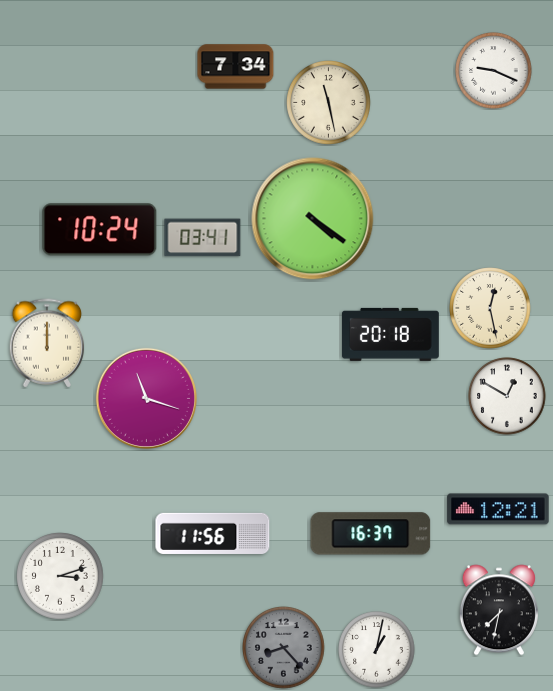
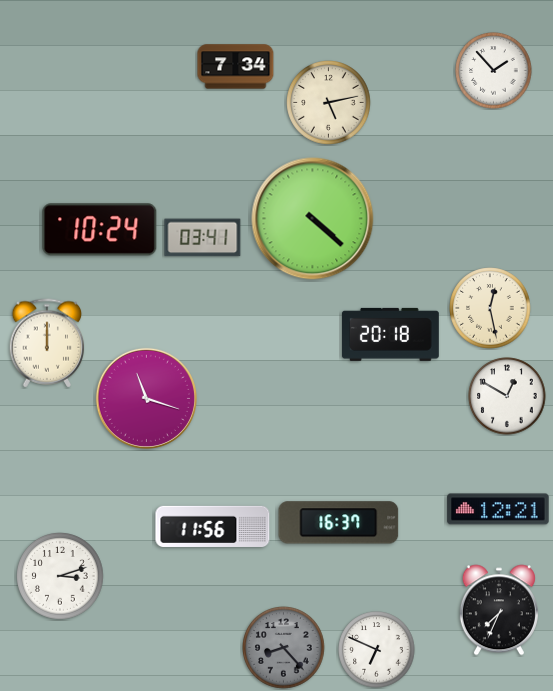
clock at (494, 71): 9:19 -> 1:53
clock at (329, 103): 11:28 -> 5:13
clock at (313, 219): 4:21 -> 4:22
clock at (213, 533) position: (213, 533) -> (213, 526)
clock at (371, 534) position: (371, 534) -> (339, 523)
clock at (499, 610): 7:32 -> 7:34
clock at (377, 650): 1:02 -> 6:49
